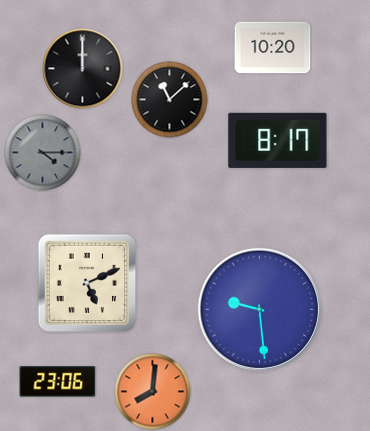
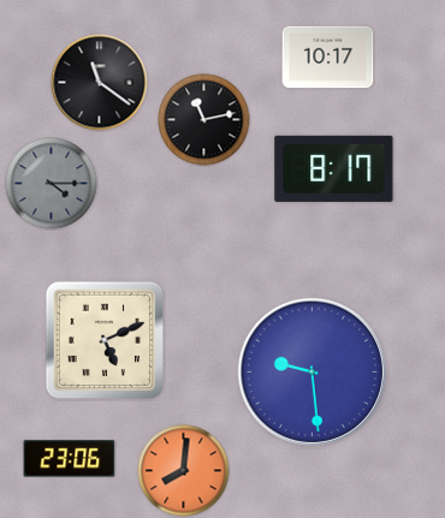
clock at (273, 48): 10:20 -> 10:17
clock at (83, 69): 12:00 -> 11:21
clock at (170, 100): 11:08 -> 11:13
